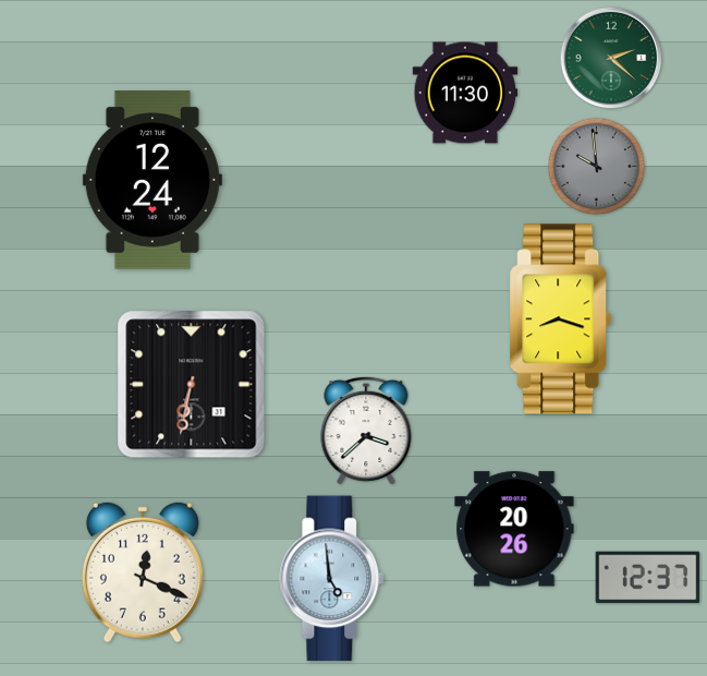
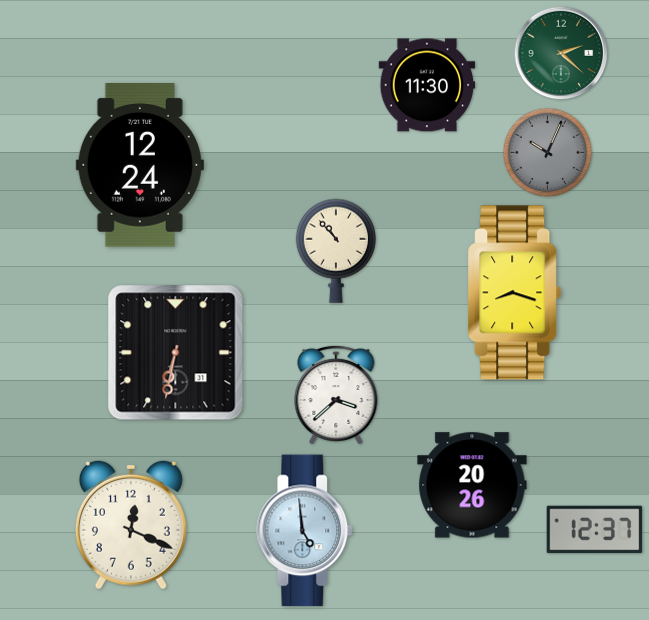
clock at (597, 167): 9:59 -> 10:04
clock at (335, 251): none -> 10:53
